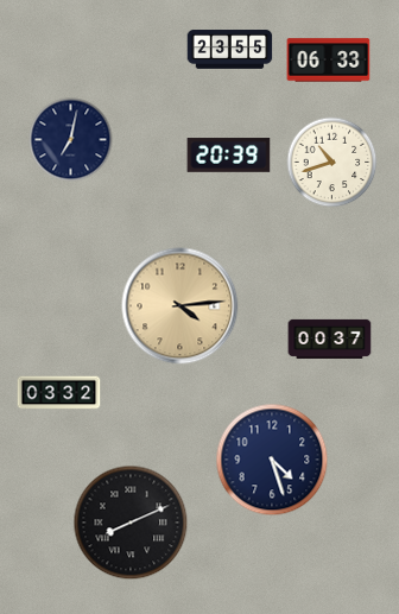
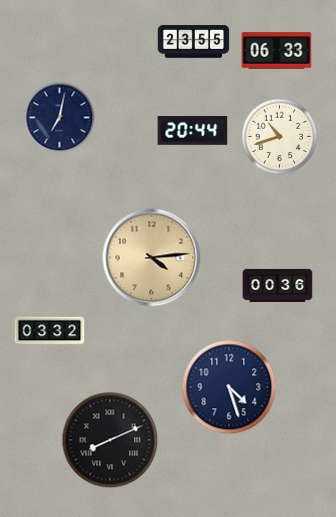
clock at (229, 156): 20:39 -> 20:44
clock at (330, 338): 00:37 -> 00:36
